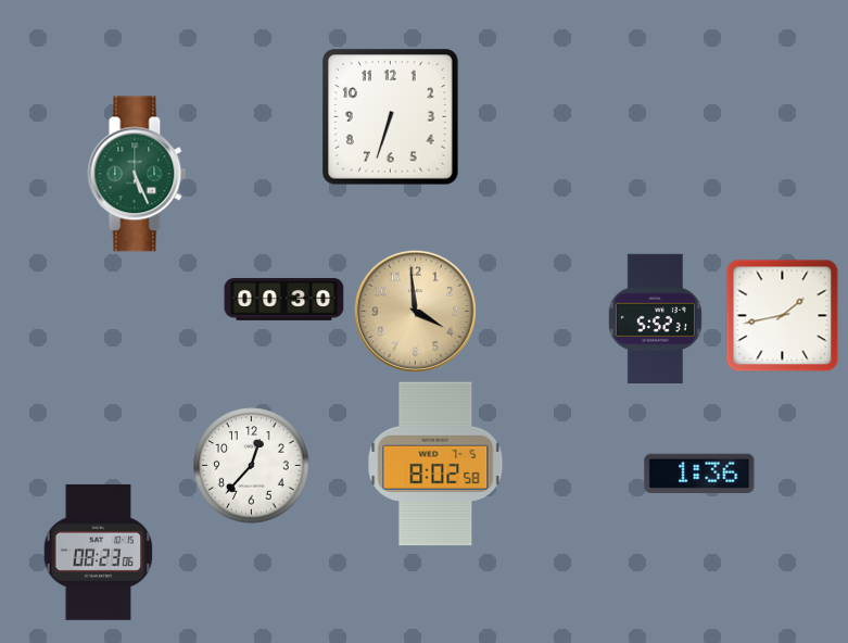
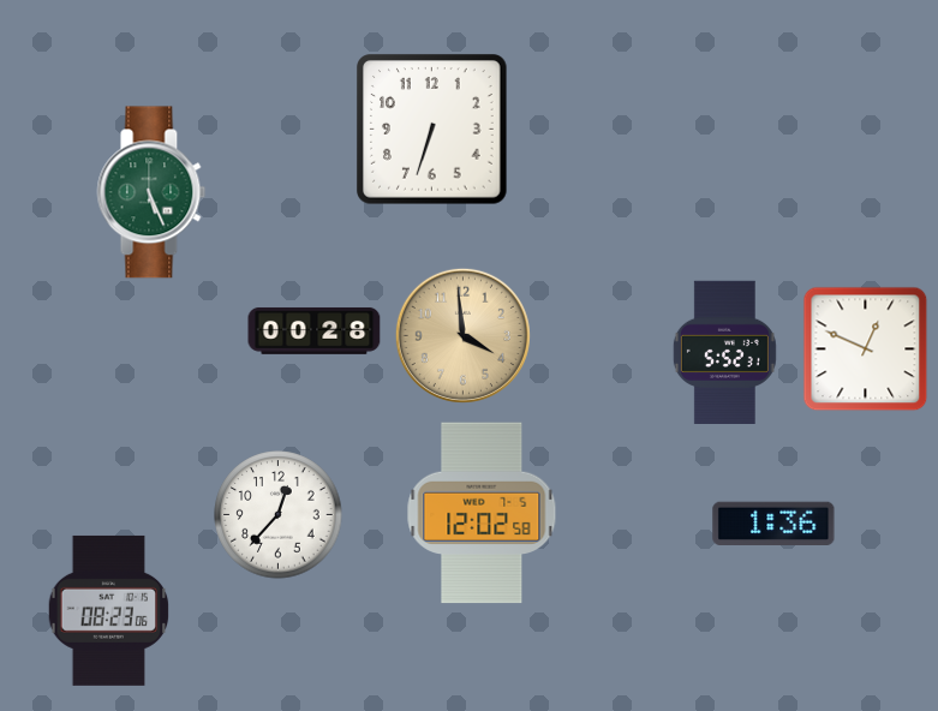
clock at (284, 300): 00:30 -> 00:28
clock at (415, 311) position: (415, 311) -> (462, 335)
clock at (783, 316): 1:43 -> 12:49
clock at (435, 464): 8:02 -> 12:02
